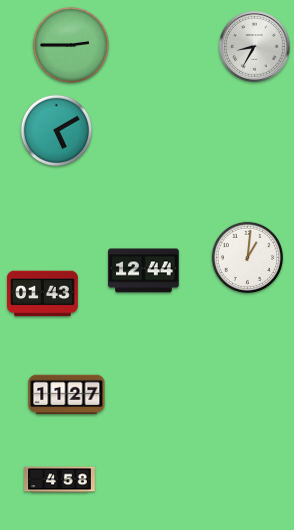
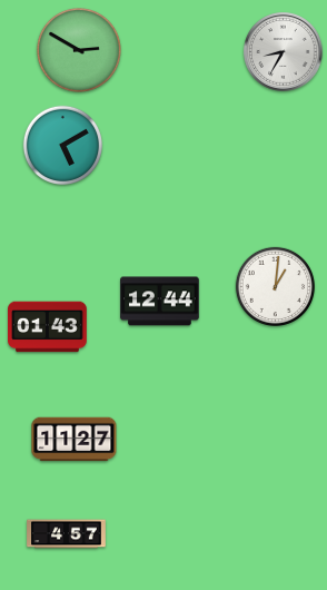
clock at (71, 45): 2:45 -> 2:50
clock at (60, 480): 4:58 -> 4:57
